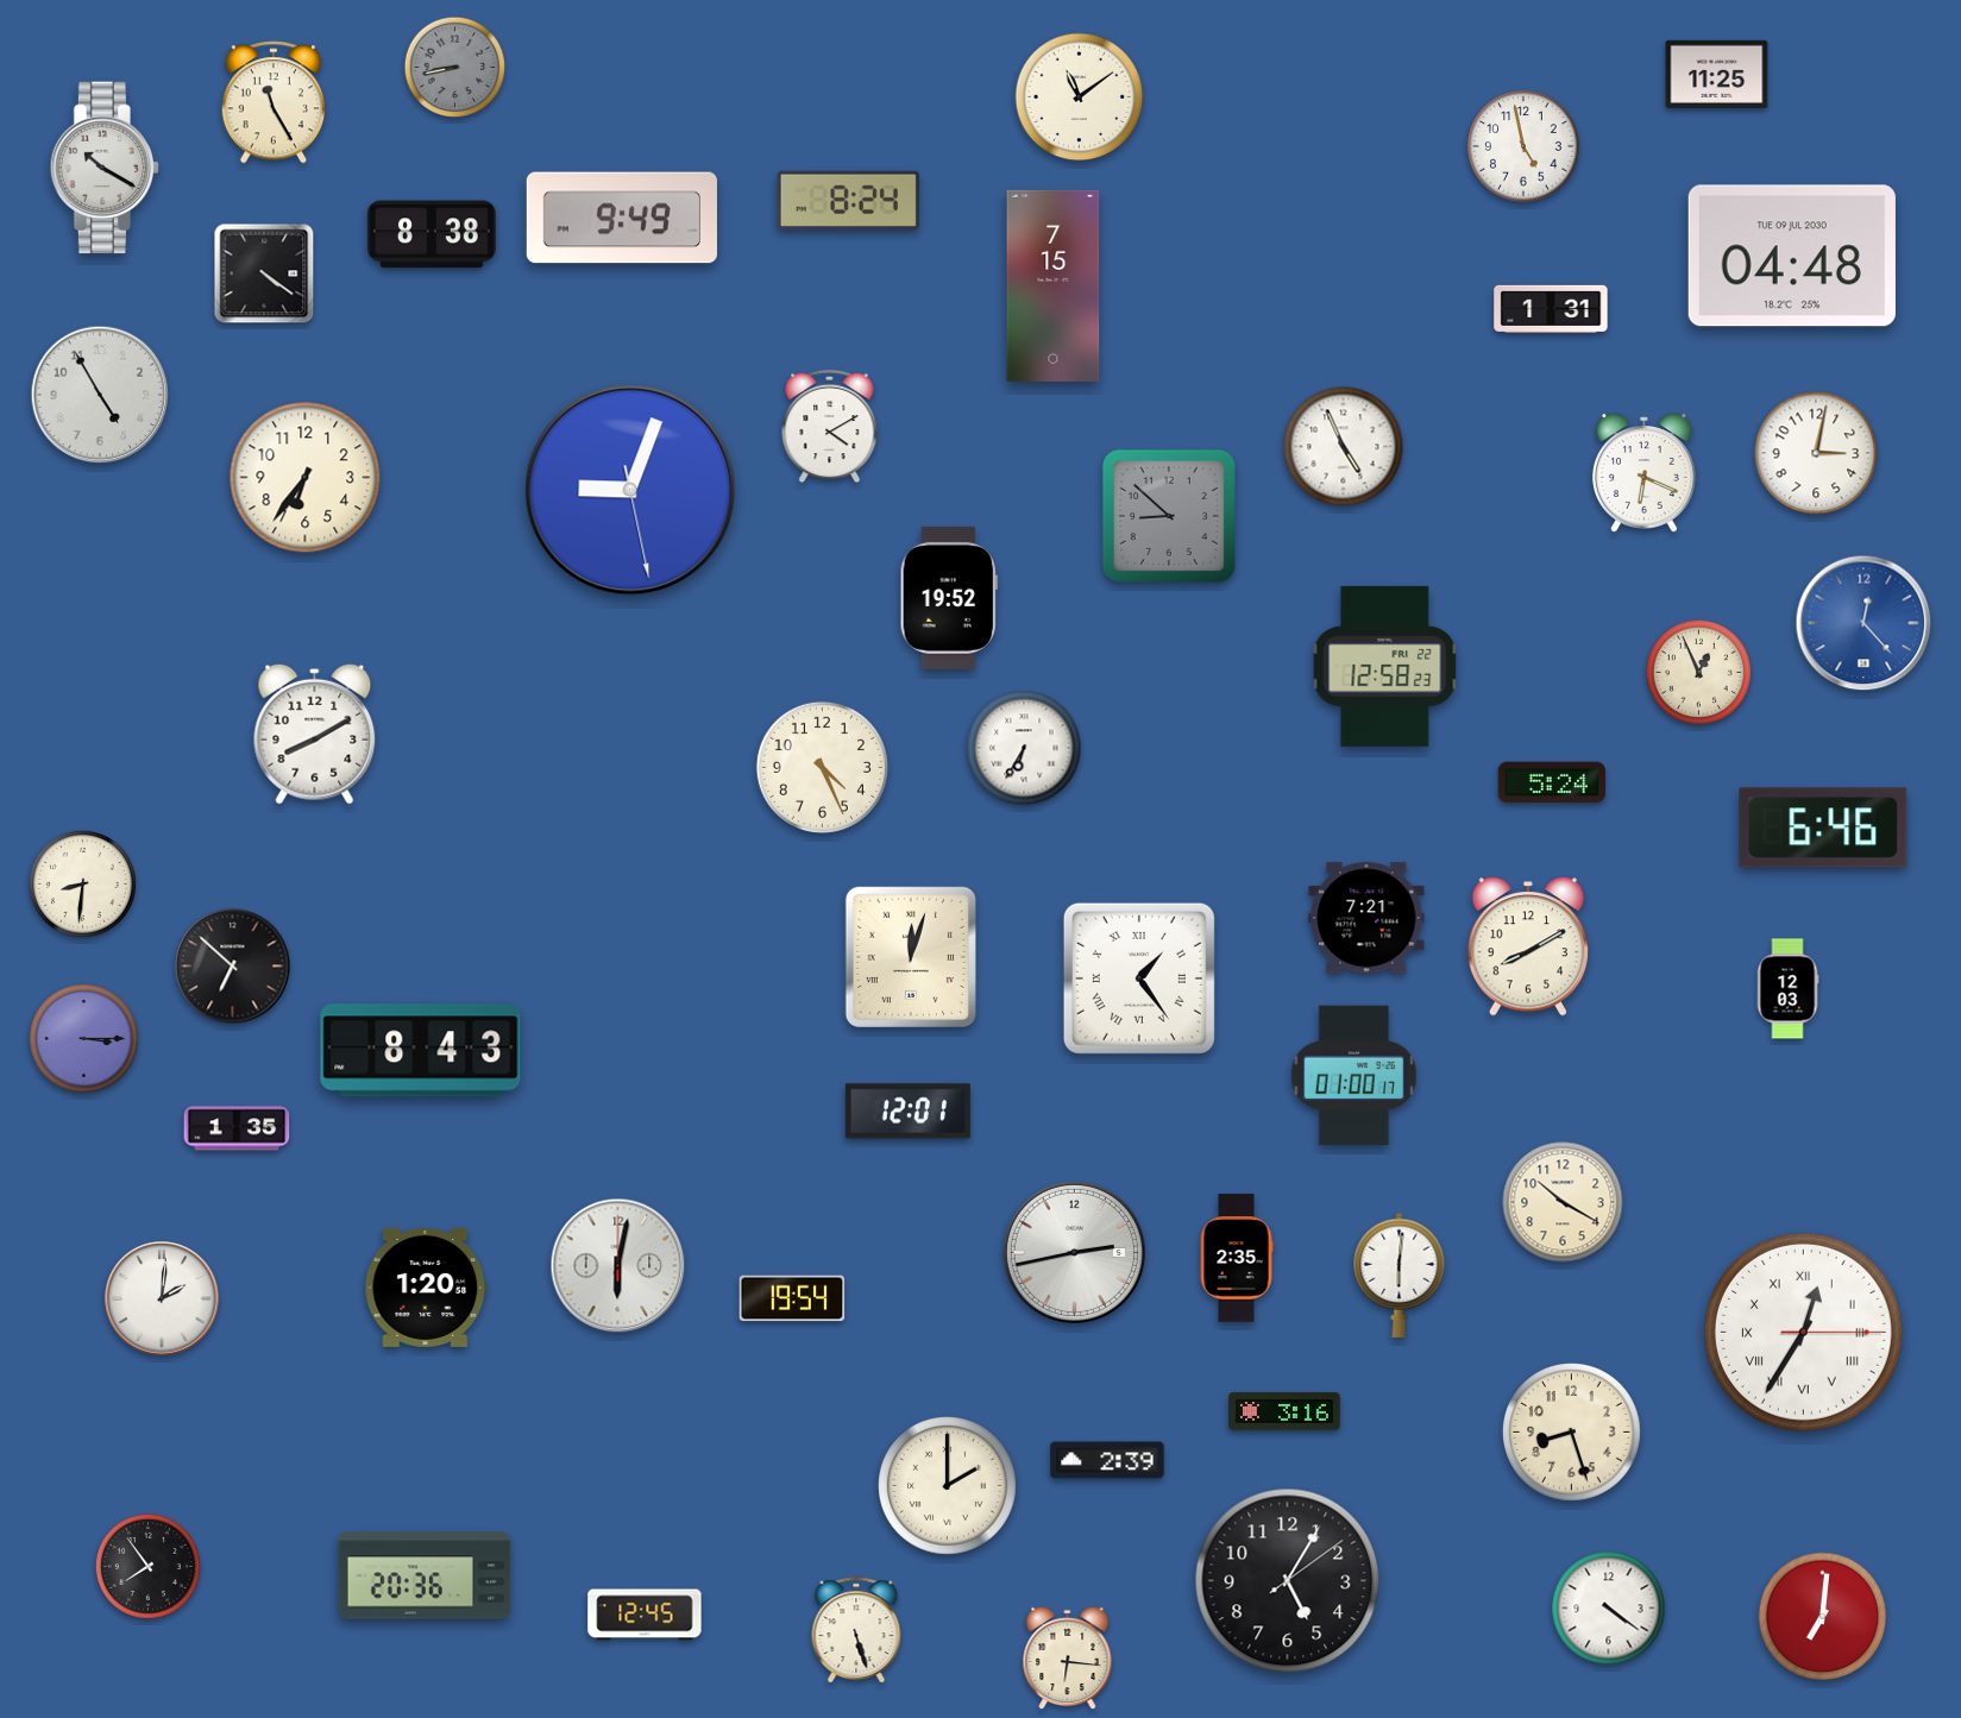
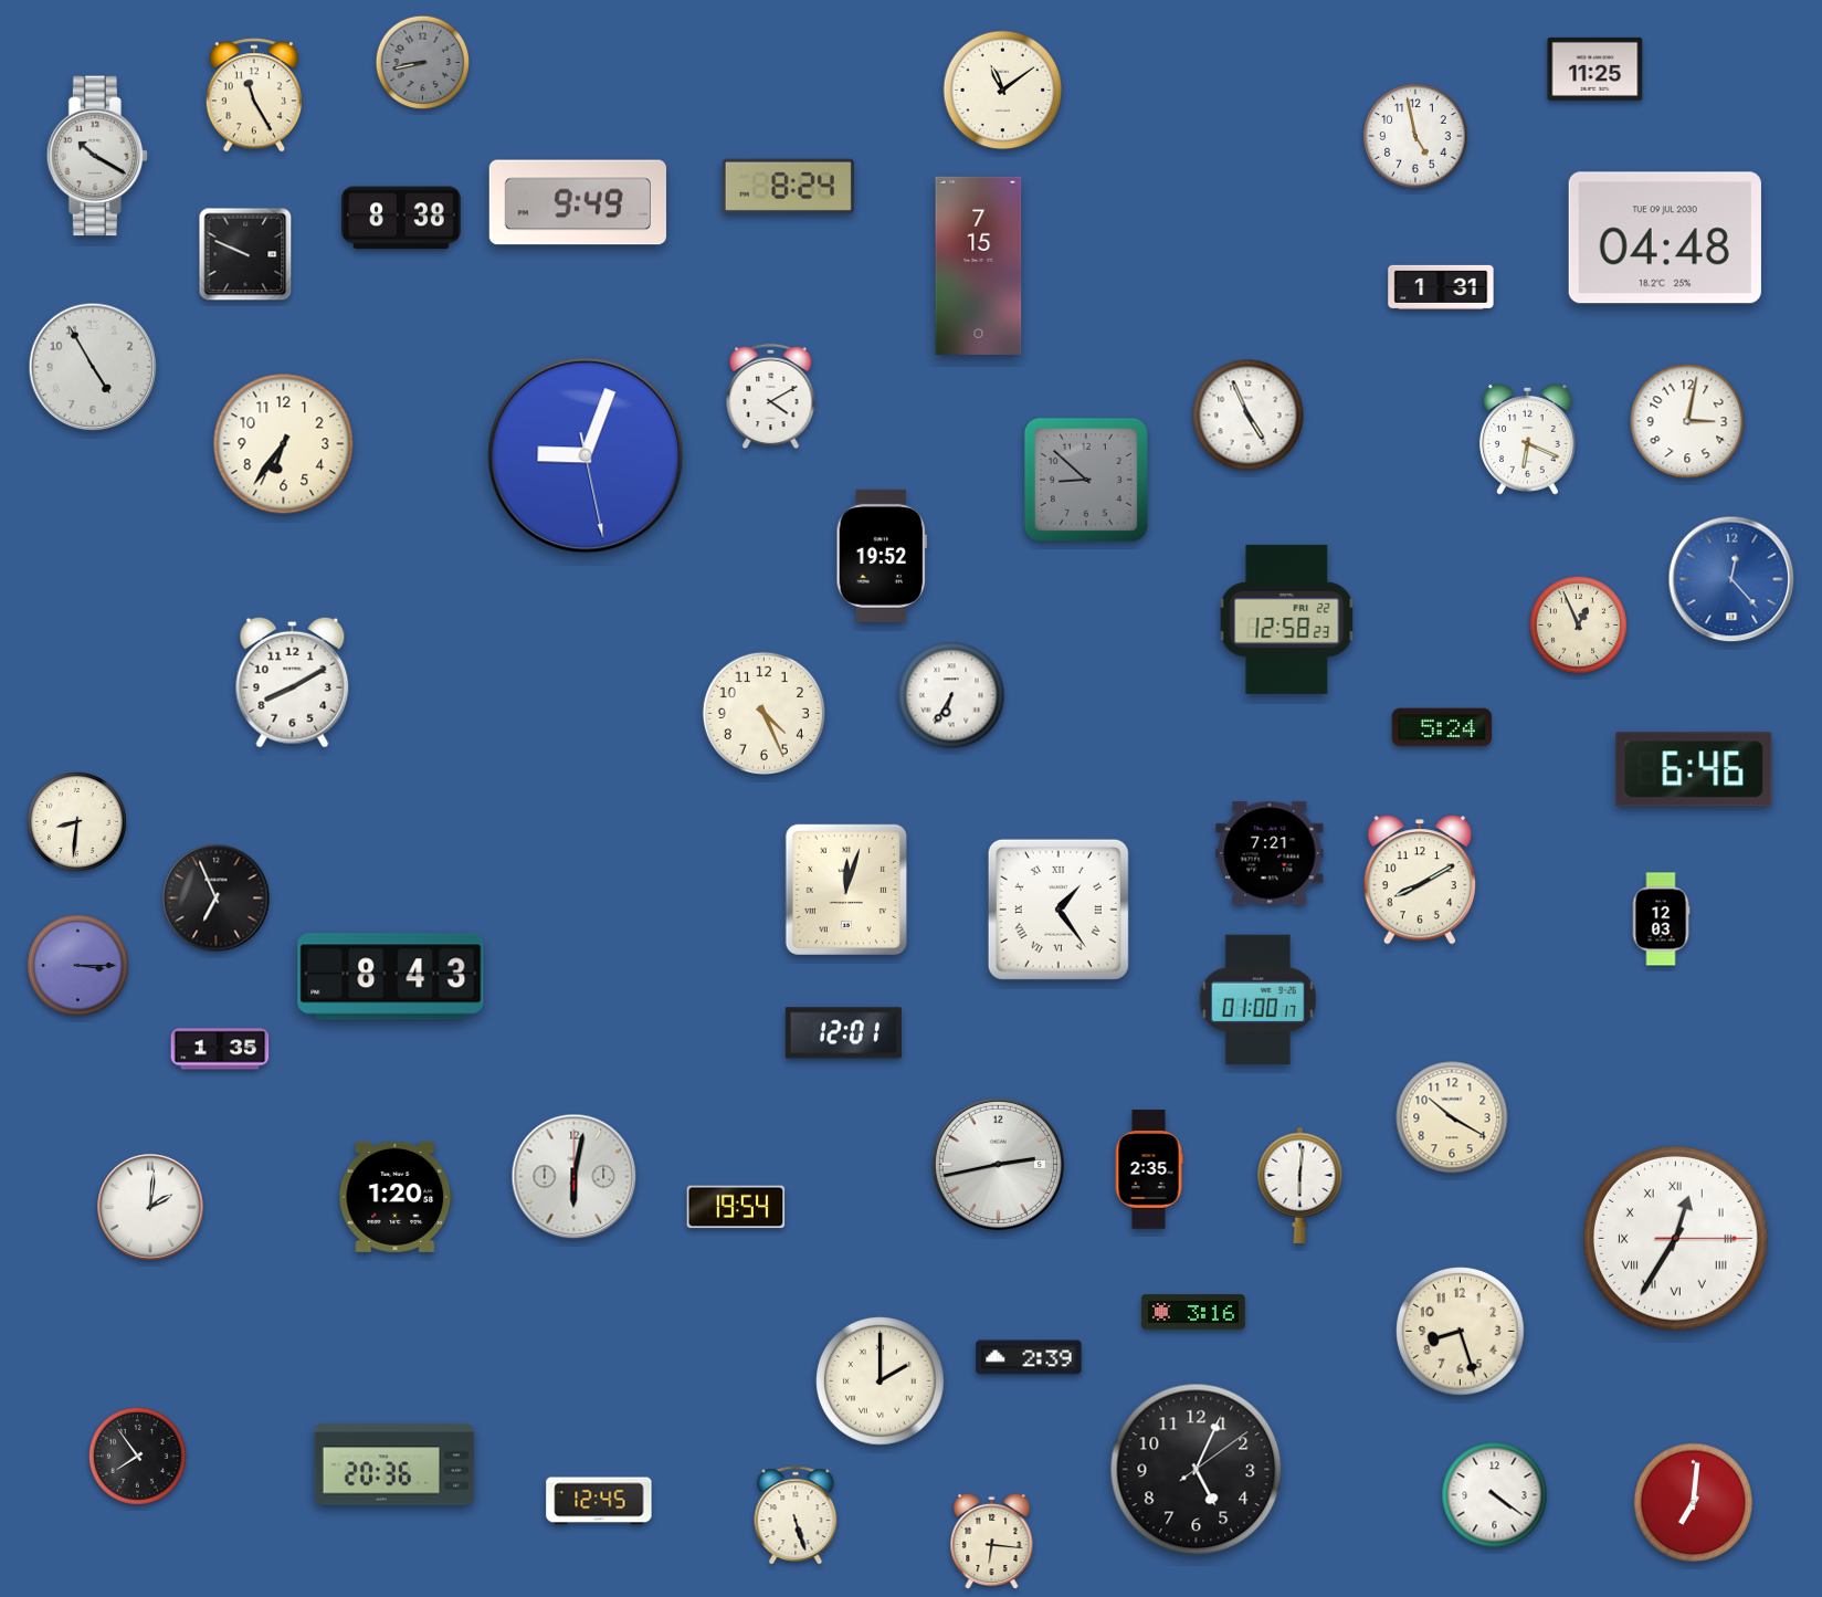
clock at (264, 273): 4:21 -> 9:49
clock at (233, 967): 6:52 -> 6:56
clock at (1288, 1581): 5:05 -> 5:04
